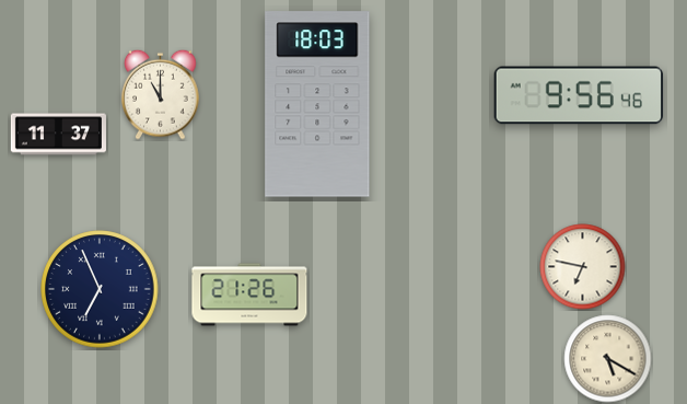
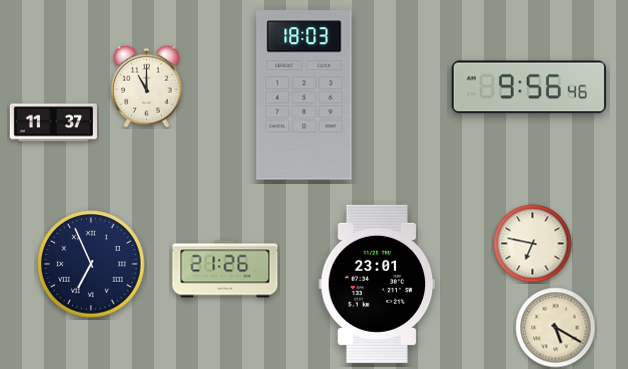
clock at (317, 104) position: (317, 104) -> (304, 95)
clock at (249, 295) position: (249, 295) -> (225, 269)
clock at (377, 284): none -> 23:01
